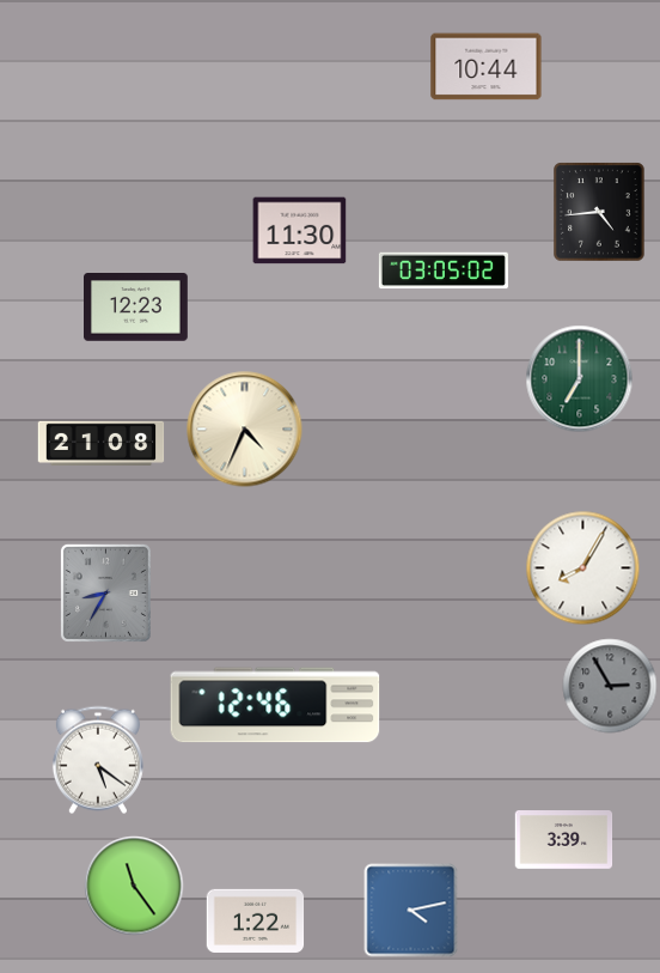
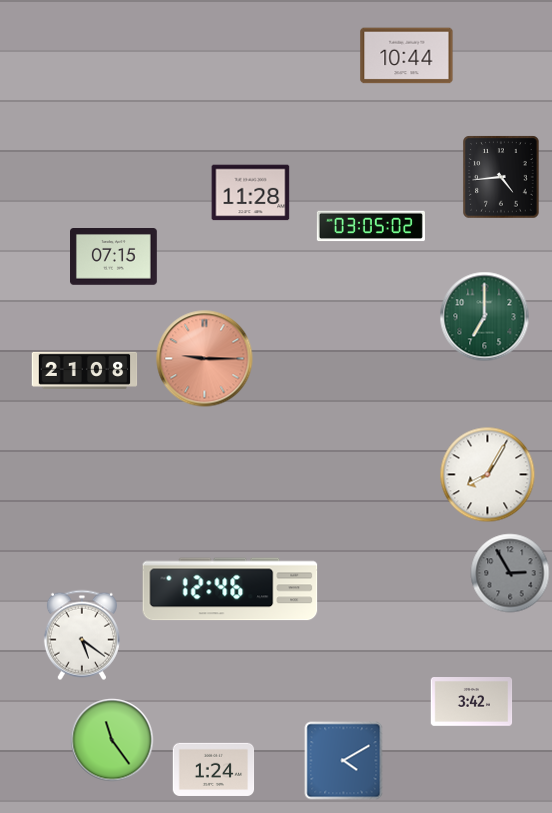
clock at (300, 231): 11:30 -> 11:28
clock at (136, 308): 12:23 -> 07:15
clock at (245, 430): 4:34 -> 9:15
clock at (245, 430) dial: cream -> salmon
clock at (105, 592): 8:35 -> none
clock at (564, 840): 3:39 -> 3:42
clock at (411, 911): 4:13 -> 4:10
clock at (256, 920): 1:22 -> 1:24
